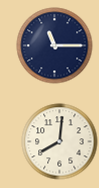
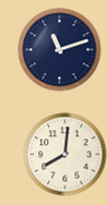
clock at (55, 46): 11:15 -> 11:12
